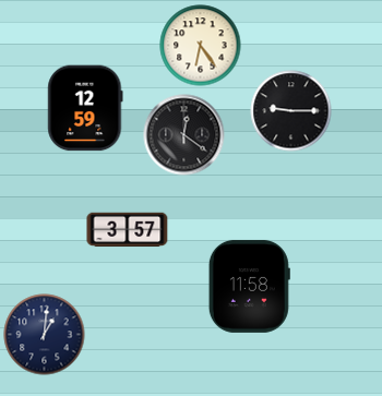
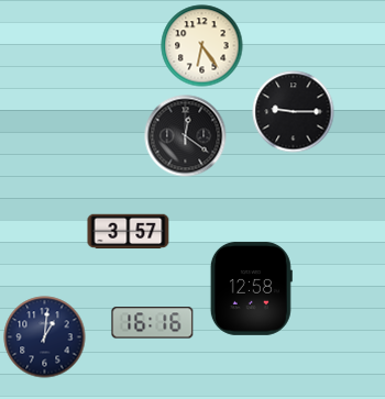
clock at (85, 108): 12:59 -> none
clock at (249, 286): 11:58 -> 12:58
clock at (153, 323): none -> 16:16
